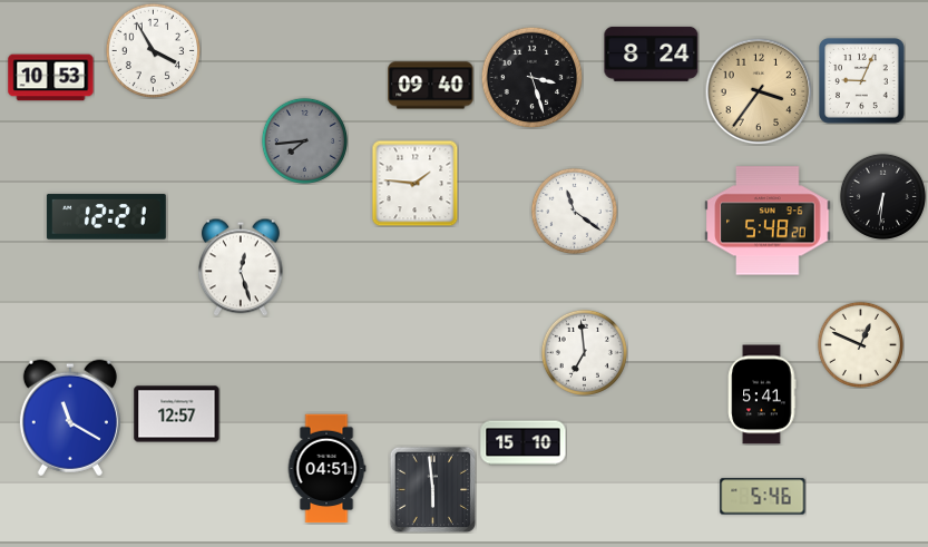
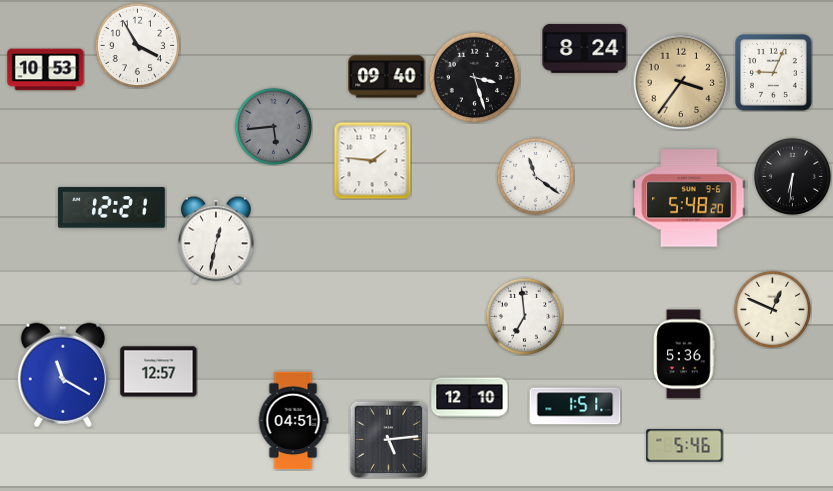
clock at (531, 77) position: (531, 77) -> (474, 77)
clock at (304, 140): 7:44 -> 5:44
clock at (414, 183) position: (414, 183) -> (372, 160)
clock at (574, 211) position: (574, 211) -> (535, 176)
clock at (106, 217) position: (106, 217) -> (111, 208)
clock at (242, 267): 12:27 -> 12:32
clock at (762, 394): 5:41 -> 5:36
clock at (524, 443): 15:10 -> 12:10
clock at (575, 406): none -> 1:51
clock at (432, 489): 5:59 -> 5:14
